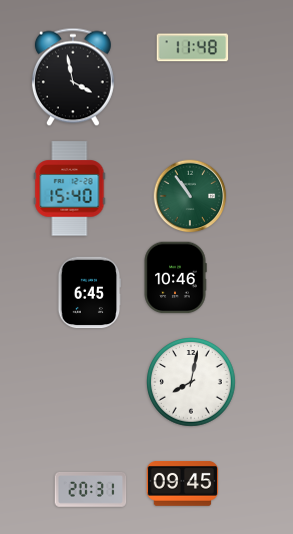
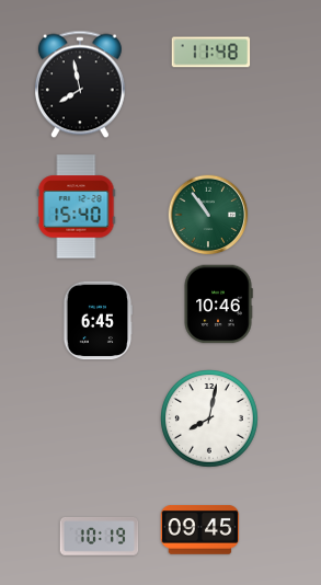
clock at (73, 77): 3:58 -> 7:58
clock at (175, 278) position: (175, 278) -> (218, 305)
clock at (91, 489): 20:31 -> 10:19
